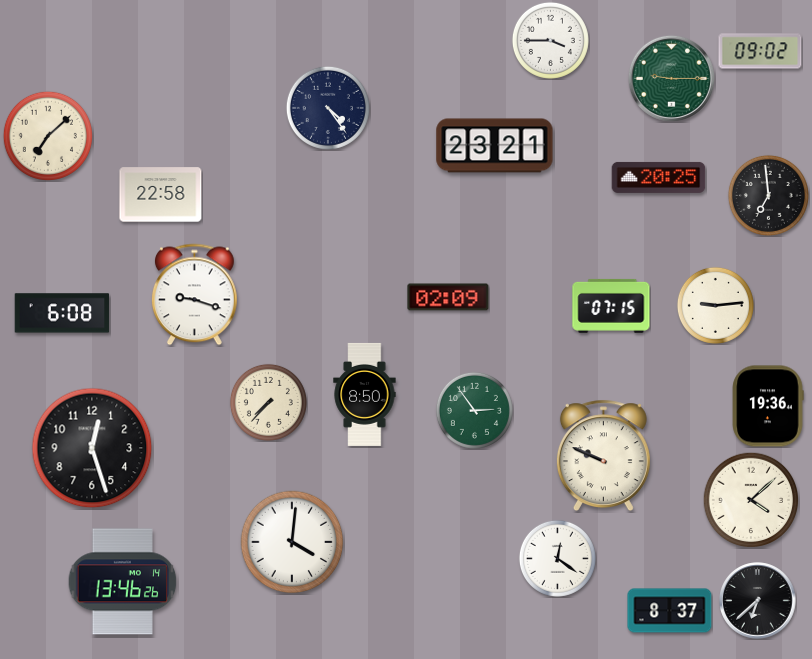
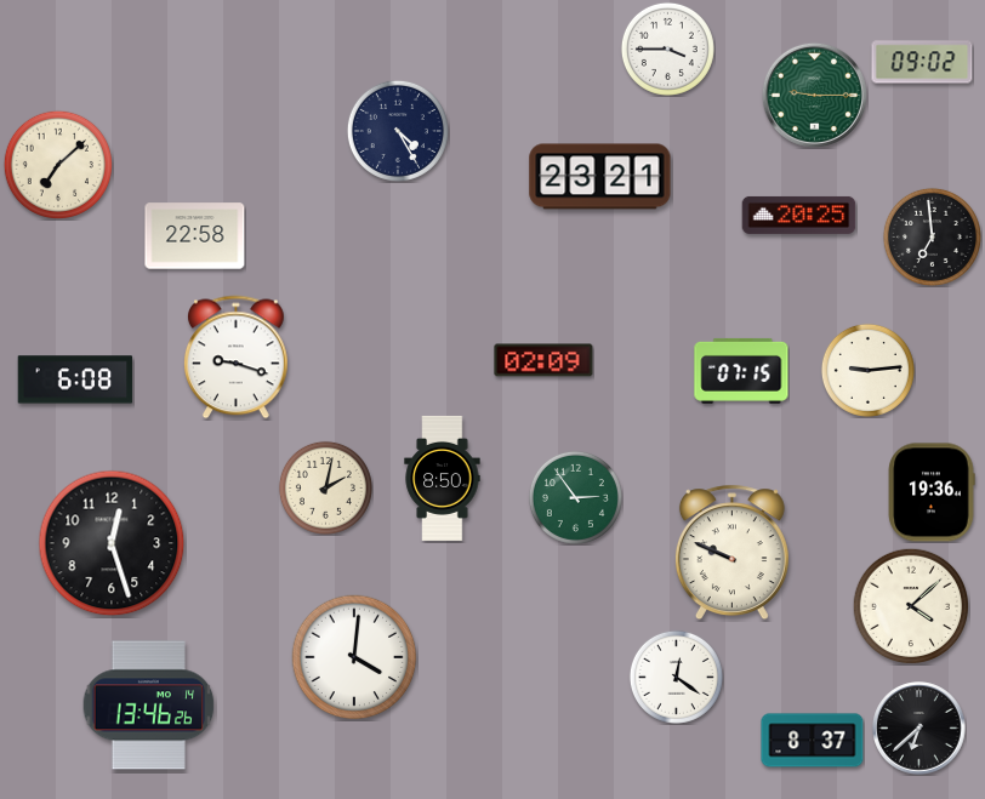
clock at (328, 108): 4:24 -> 4:25
clock at (268, 402): 7:37 -> 2:02
